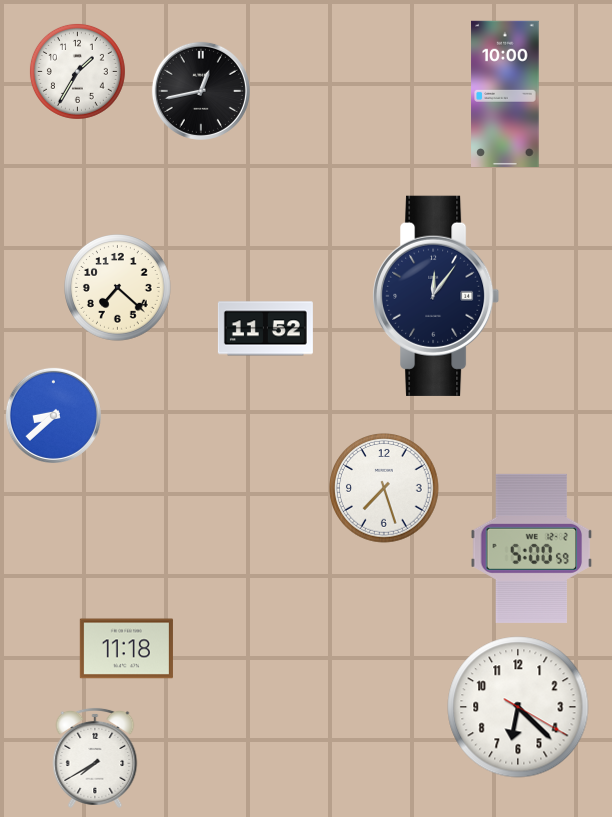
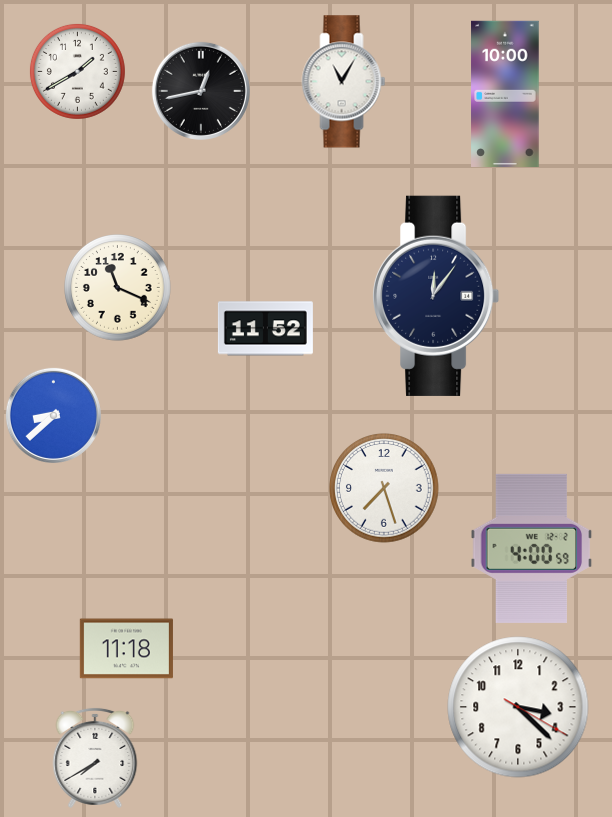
clock at (77, 71): 1:35 -> 1:40
clock at (344, 82): none -> 11:05
clock at (118, 288): 7:22 -> 11:19
clock at (532, 548): 5:00 -> 4:00
clock at (518, 707): 6:22 -> 3:22
